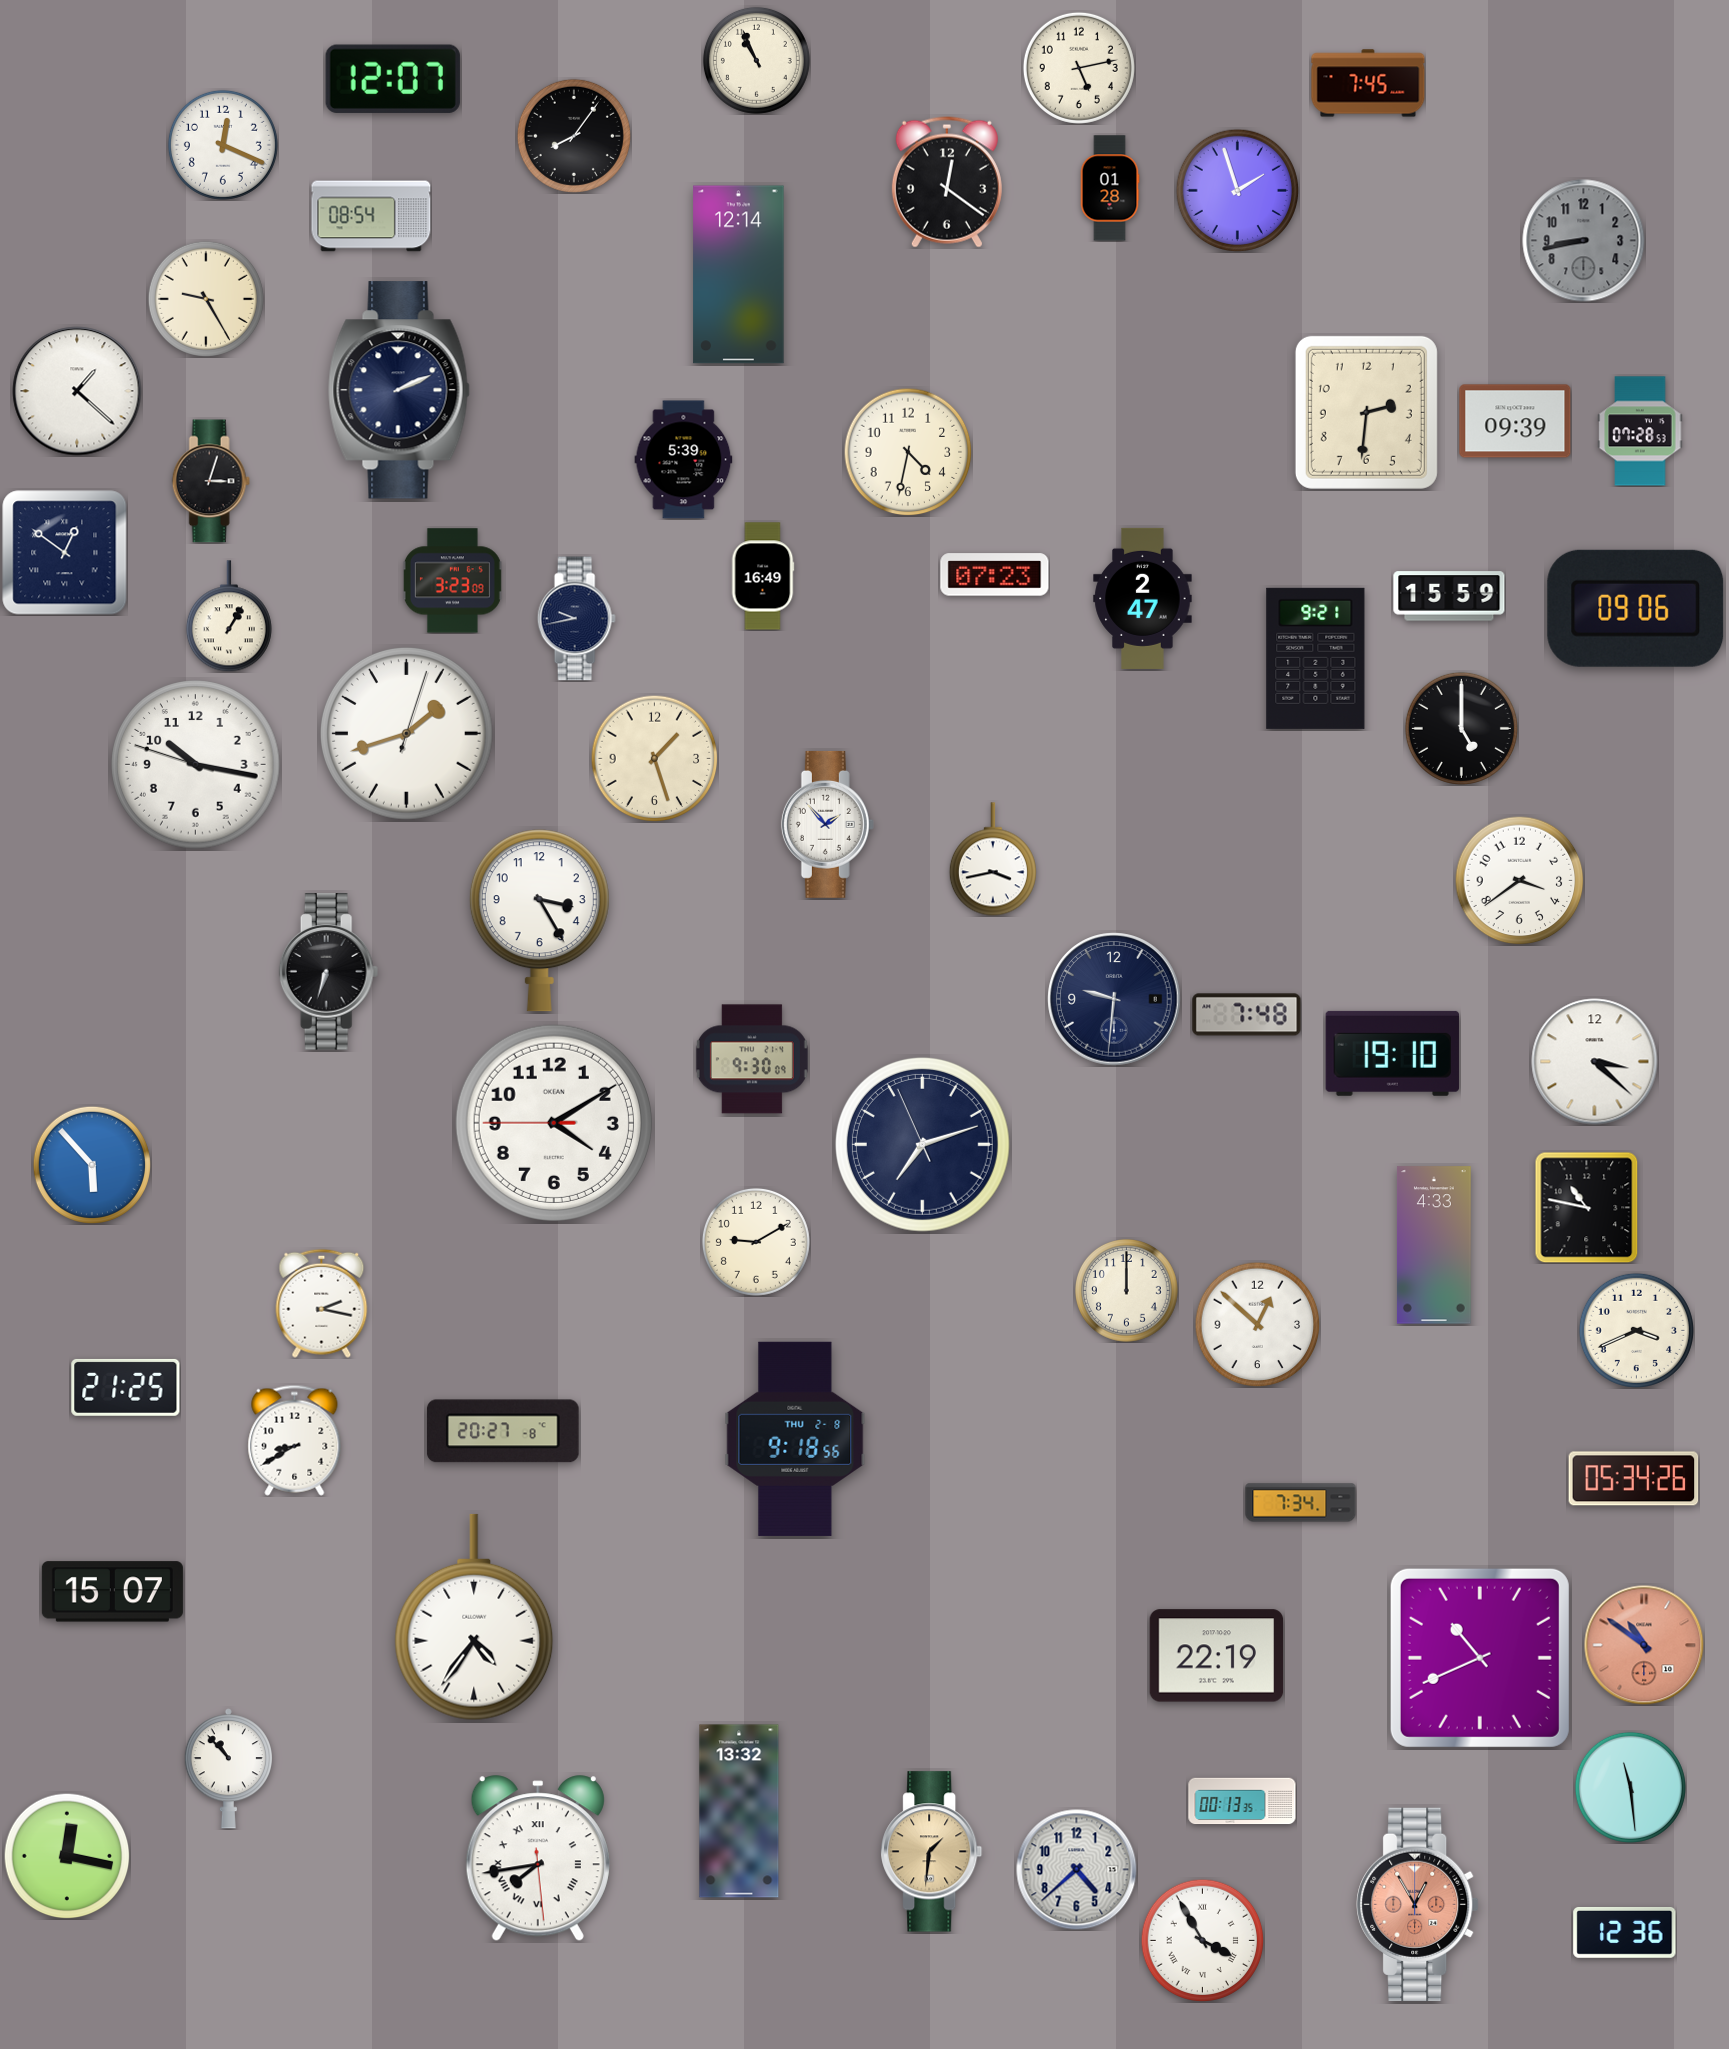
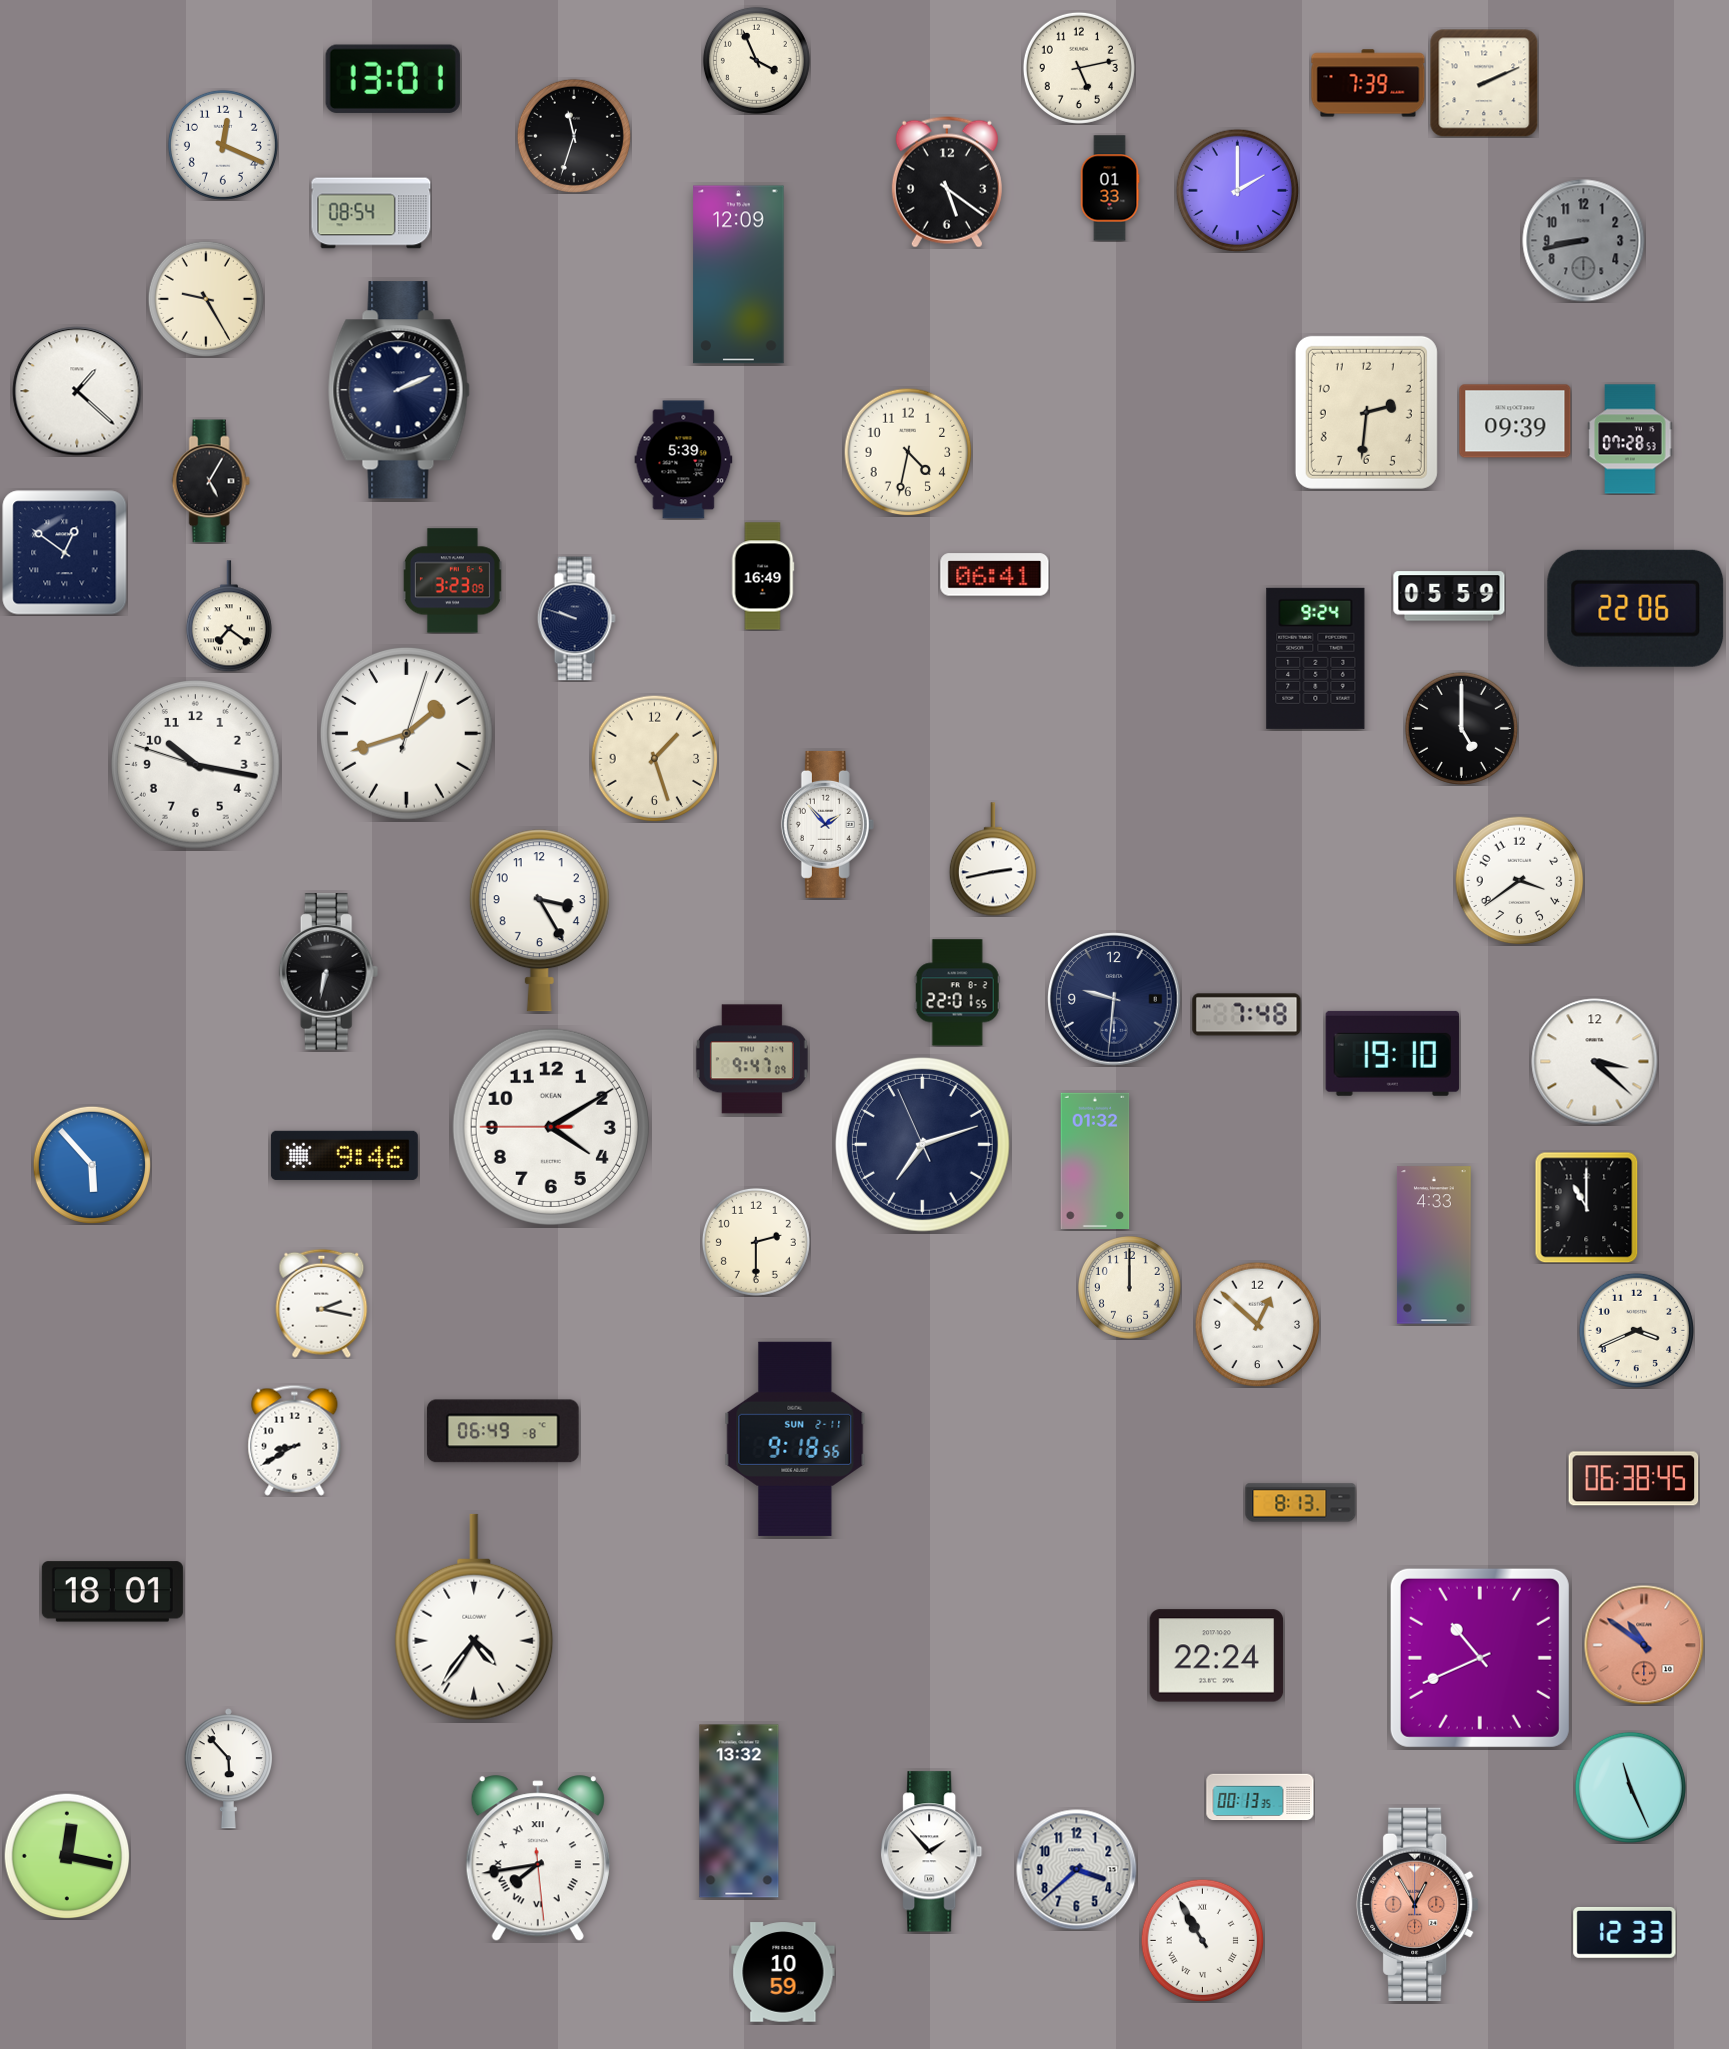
clock at (756, 60): 10:56 -> 3:56
clock at (393, 79): 12:07 -> 13:01
clock at (1368, 83): 7:45 -> 7:39
clock at (1484, 83): none -> 2:11
clock at (574, 136): 8:06 -> 11:33
clock at (947, 182): 12:21 -> 5:21
clock at (1110, 188): 01:28 -> 01:33
clock at (1237, 190): 1:57 -> 2:00
clock at (371, 216) position: (371, 216) -> (371, 213)
clock at (739, 275): 12:14 -> 12:09
clock at (1640, 431) position: (1640, 431) -> (1630, 439)
clock at (211, 481): 3:03 -> 5:05
clock at (995, 575): 07:23 -> 06:41
clock at (1449, 596): 15:59 -> 05:59
clock at (1143, 598): 2:47 -> none
clock at (1636, 608): 09:06 -> 22:06
clock at (229, 616): 1:05 -> 7:21
clock at (576, 619): 9:43 -> 9:48
clock at (1316, 658): 9:21 -> 9:24
clock at (993, 859): 3:43 -> 2:43
clock at (329, 972): 6:33 -> 6:32
clock at (957, 993): none -> 22:01
clock at (752, 1059): 9:30 -> 9:47
clock at (554, 1123) position: (554, 1123) -> (551, 1127)
clock at (344, 1155): none -> 9:46
clock at (1095, 1160): none -> 01:32
clock at (1587, 1207): 10:47 -> 11:00
clock at (756, 1242): 9:10 -> 2:30
clock at (1127, 1291) position: (1127, 1291) -> (1130, 1288)
clock at (126, 1387): 21:25 -> none
clock at (503, 1431): 20:27 -> 06:49
clock at (795, 1439) date: THU 2-8 -> SUN 2-11
clock at (1634, 1479): 05:34 -> 06:38
clock at (1301, 1503): 7:34 -> 8:13
clock at (112, 1592): 15:07 -> 18:01
clock at (1217, 1656): 22:19 -> 22:24
clock at (228, 1769): 10:53 -> 5:53
clock at (1630, 1787): 11:29 -> 11:26
clock at (1242, 1801) position: (1242, 1801) -> (1260, 1797)
clock at (932, 1852): 1:31 -> 1:53
clock at (932, 1852) dial: champagne -> white
clock at (1077, 1870): 4:38 -> 3:38
clock at (1625, 1932): 12:36 -> 12:33
clock at (1202, 1940): 3:55 -> 10:55
clock at (783, 1972): none -> 10:59
